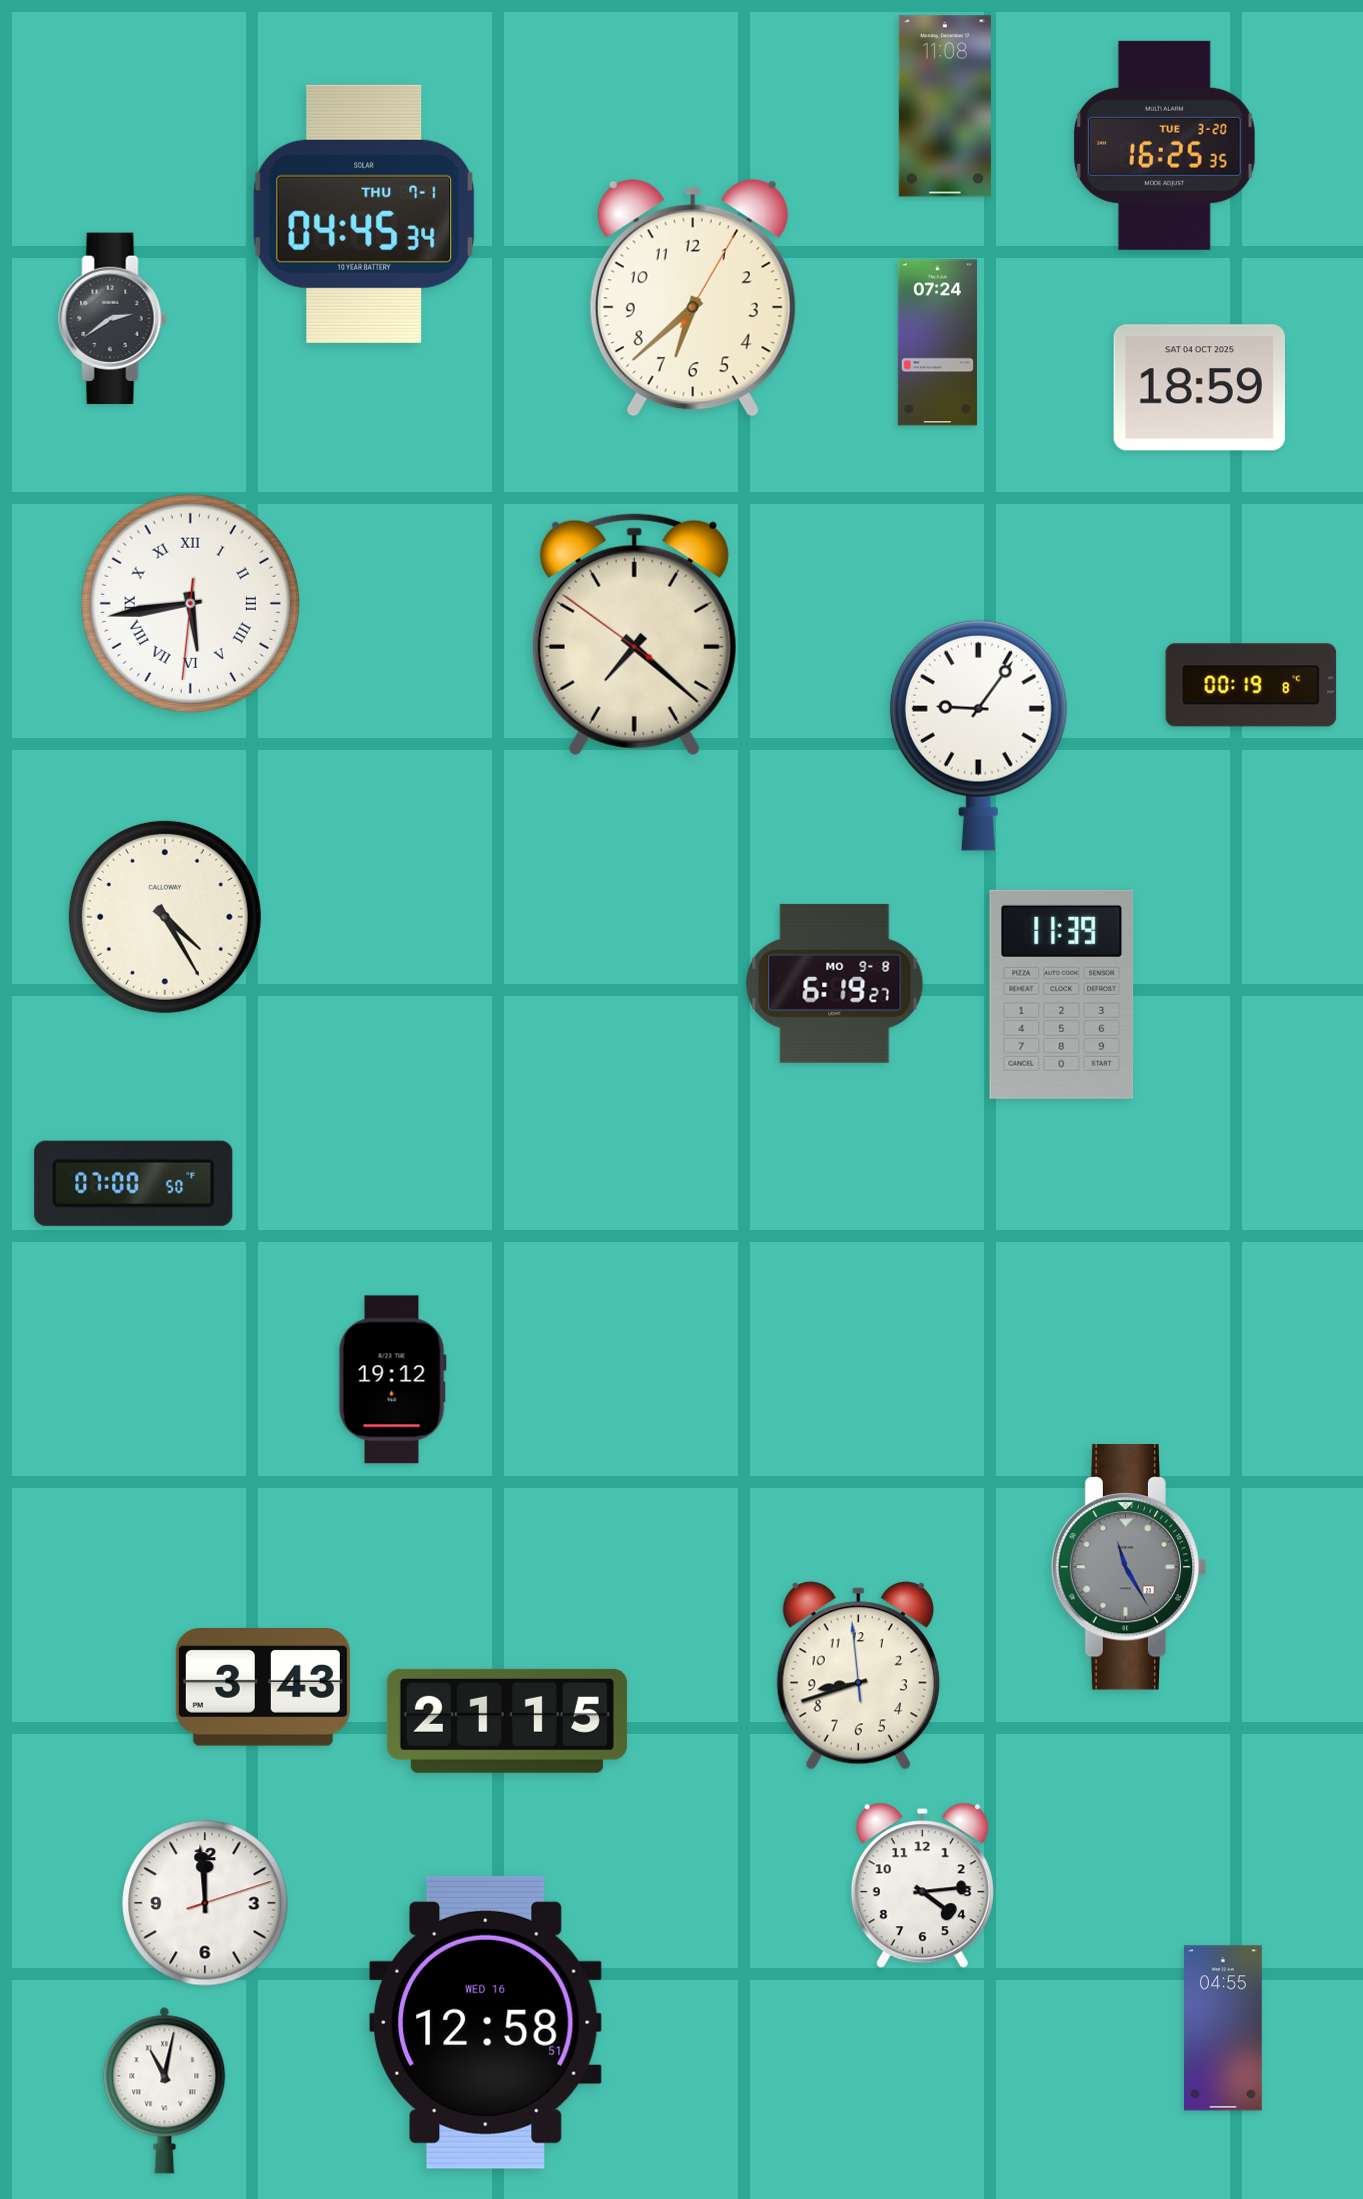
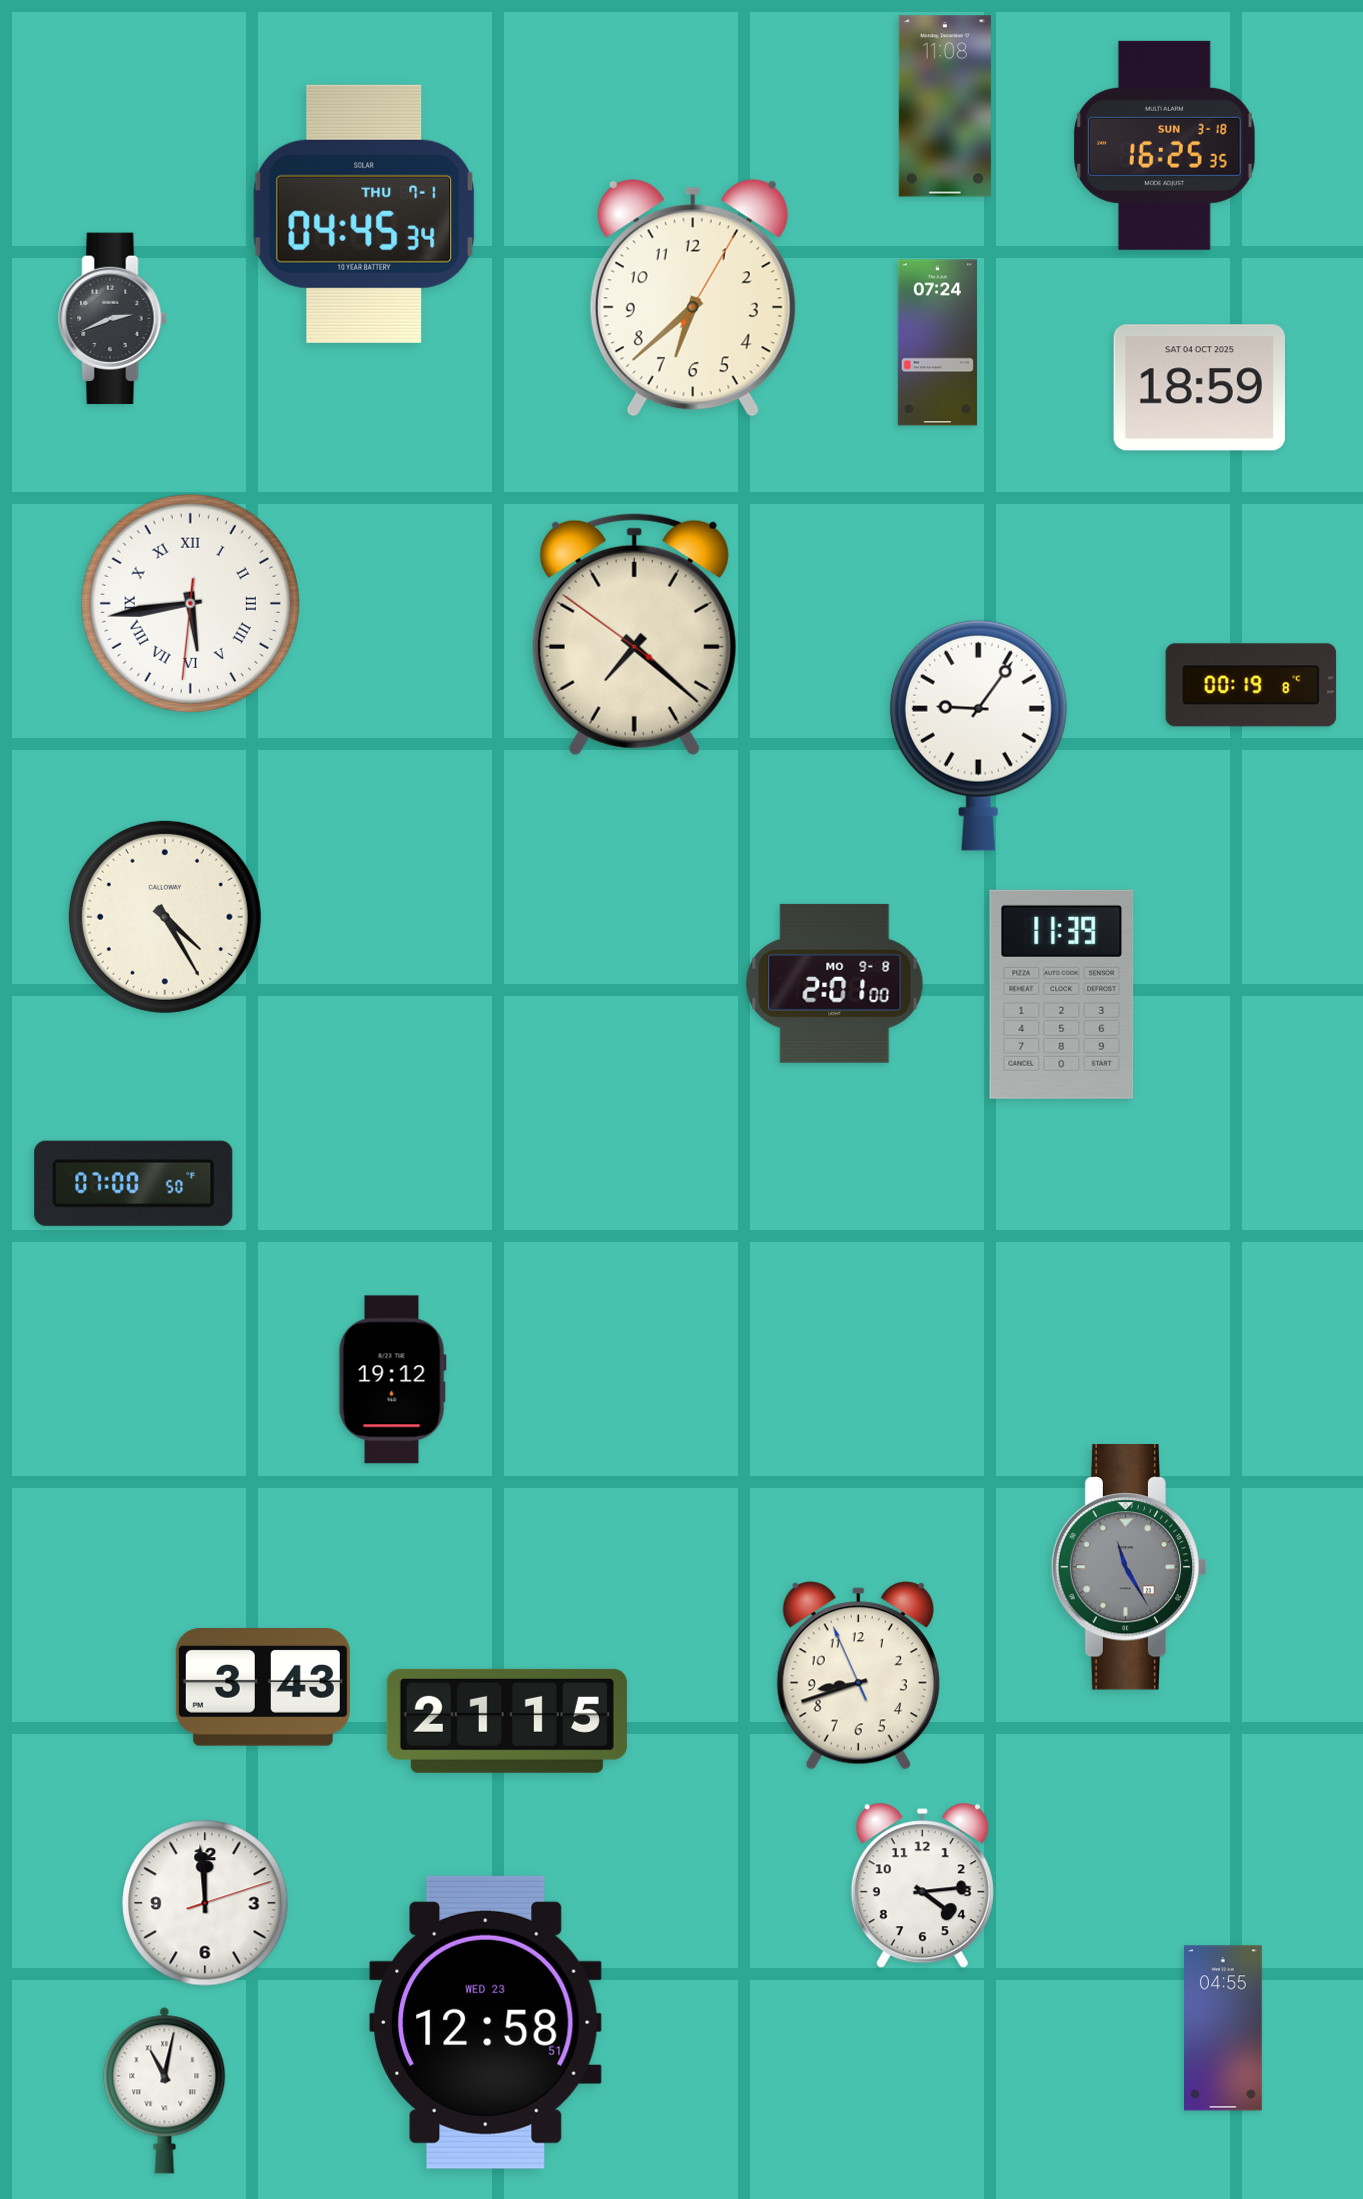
clock at (1165, 145) date: TUE 3-20 -> SUN 3-18
clock at (113, 319): 2:39 -> 2:41
clock at (835, 983): 6:19 -> 2:01
clock at (858, 1676): 8:41:59 -> 8:41:56
clock at (485, 2022) date: WED 16 -> WED 23
